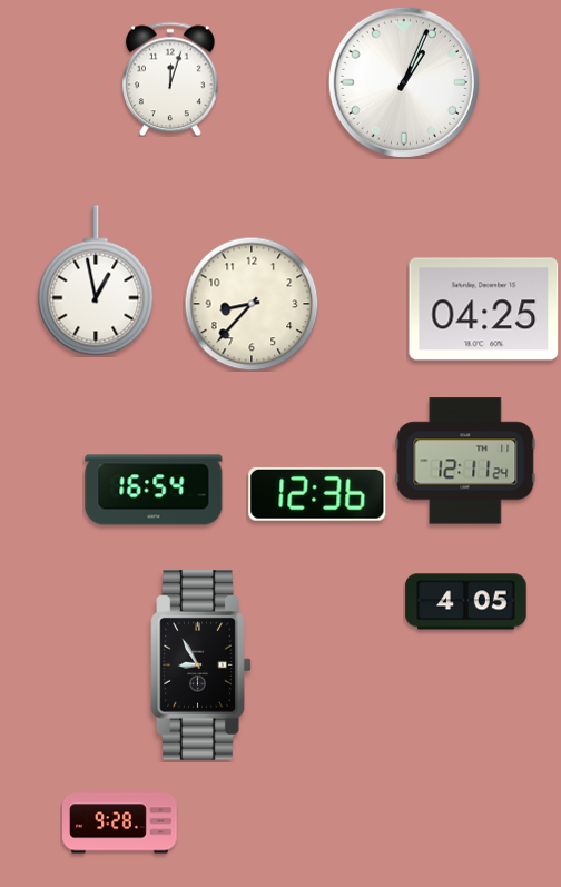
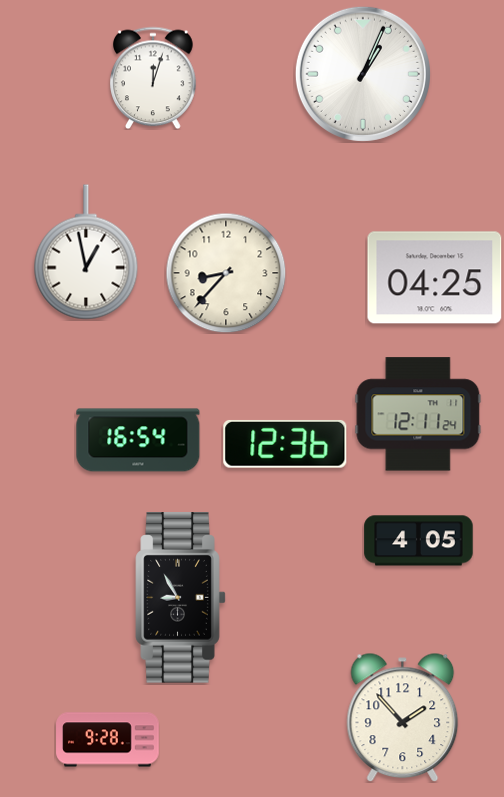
clock at (171, 79) position: (171, 79) -> (154, 78)
clock at (403, 717): none -> 1:53
